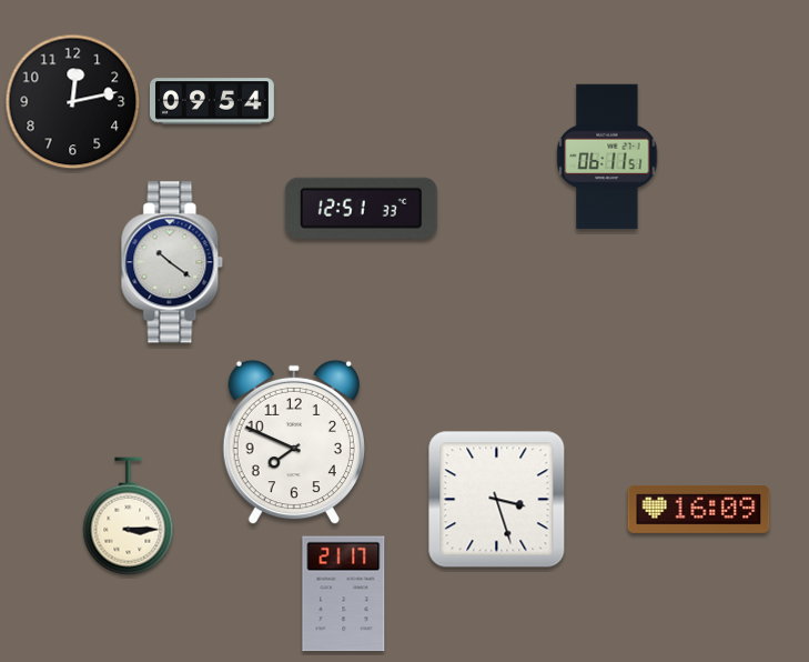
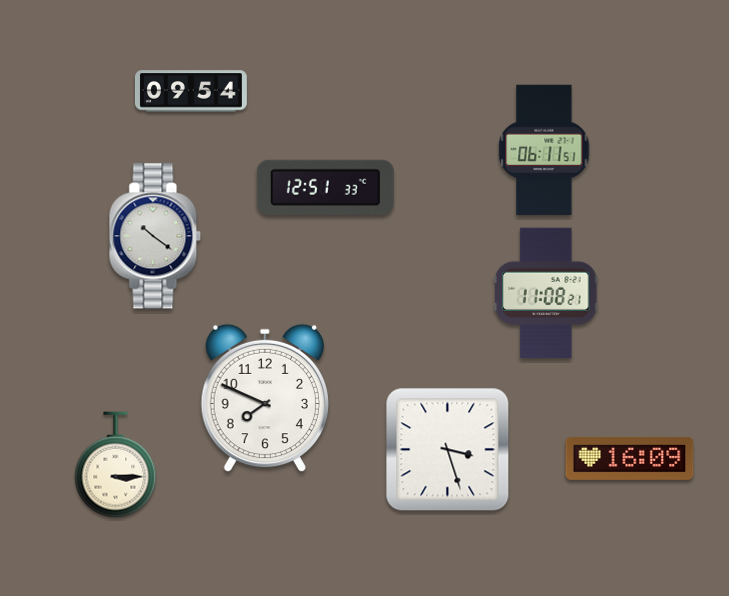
clock at (73, 102): 12:13 -> none
clock at (607, 157) position: (607, 157) -> (544, 150)
clock at (547, 293): none -> 11:08
clock at (344, 594): 21:17 -> none
